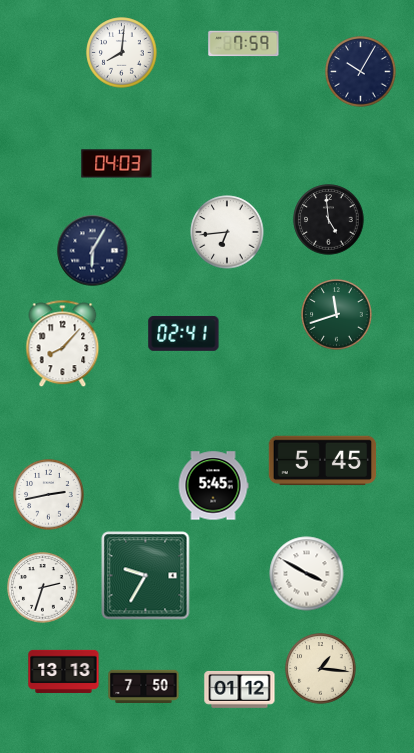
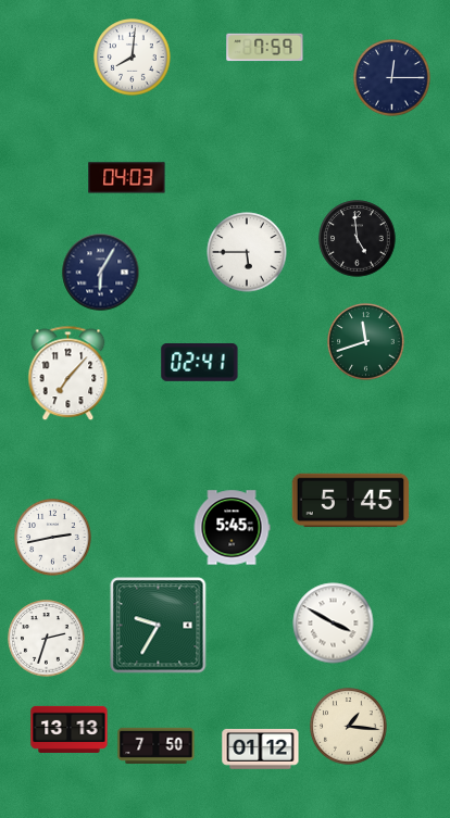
clock at (361, 72): 10:05 -> 12:15
clock at (227, 232): 6:44 -> 5:45
clock at (63, 344): 8:07 -> 7:07
